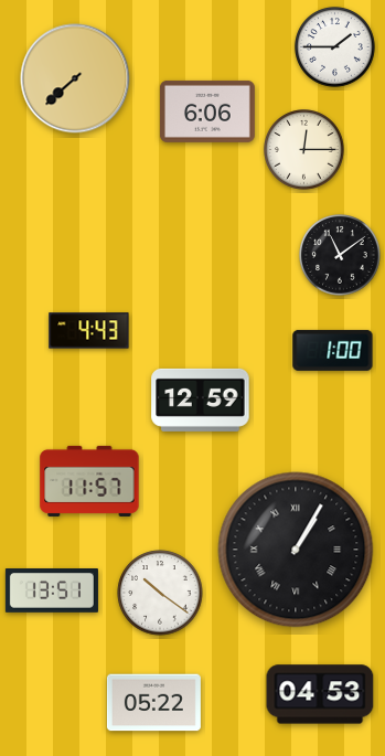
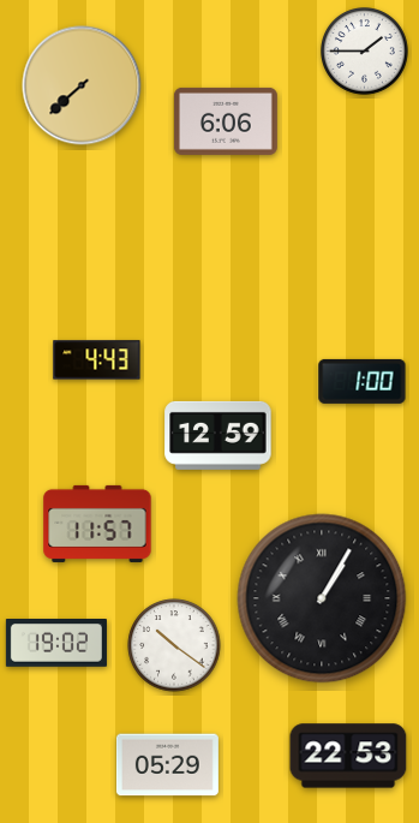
clock at (304, 150): 12:15 -> none
clock at (340, 255): 11:09 -> none
clock at (52, 592): 13:51 -> 19:02
clock at (320, 694): 04:53 -> 22:53
clock at (153, 703): 05:22 -> 05:29
